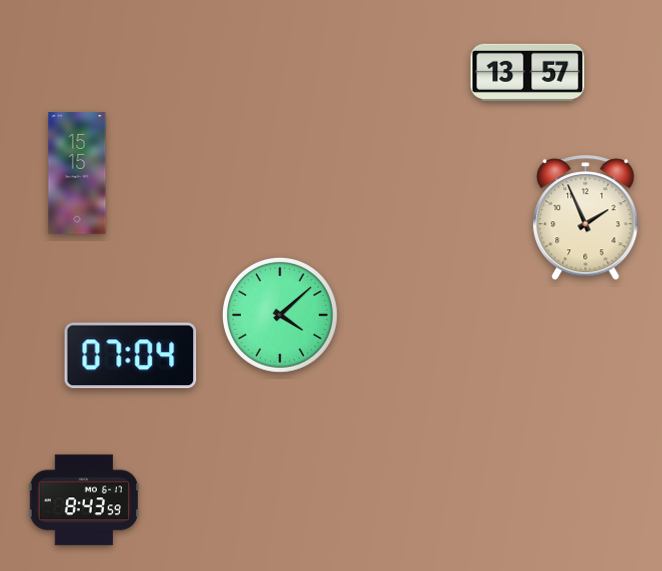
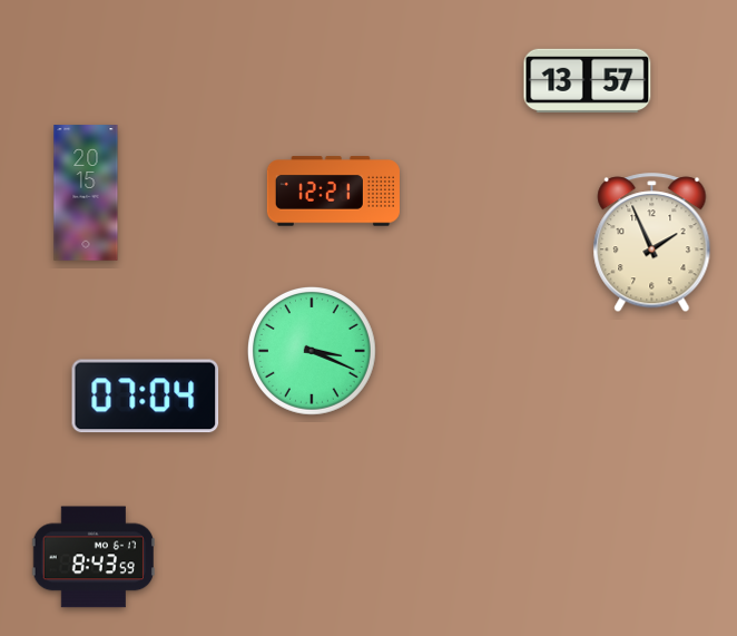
clock at (333, 192): none -> 12:21
clock at (77, 173): 15:15 -> 20:15
clock at (280, 315): 4:08 -> 3:19
